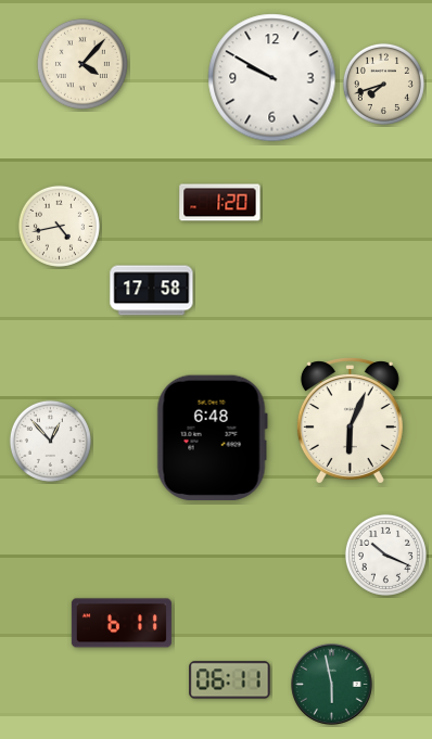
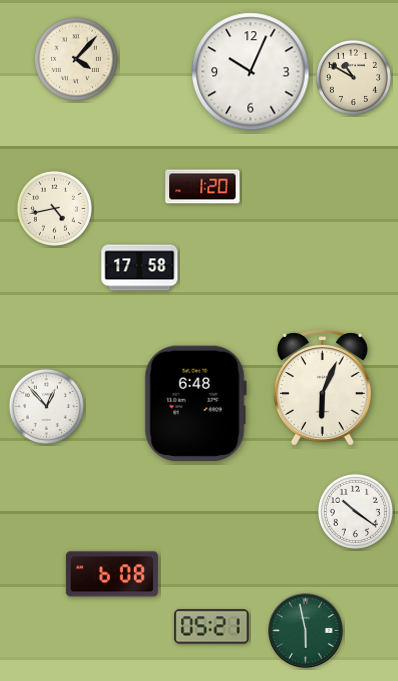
clock at (272, 78): 9:50 -> 10:04
clock at (383, 84): 7:42 -> 10:50
clock at (385, 555): 10:19 -> 10:21
clock at (122, 623): 6:11 -> 6:08
clock at (230, 680): 06:11 -> 05:21
